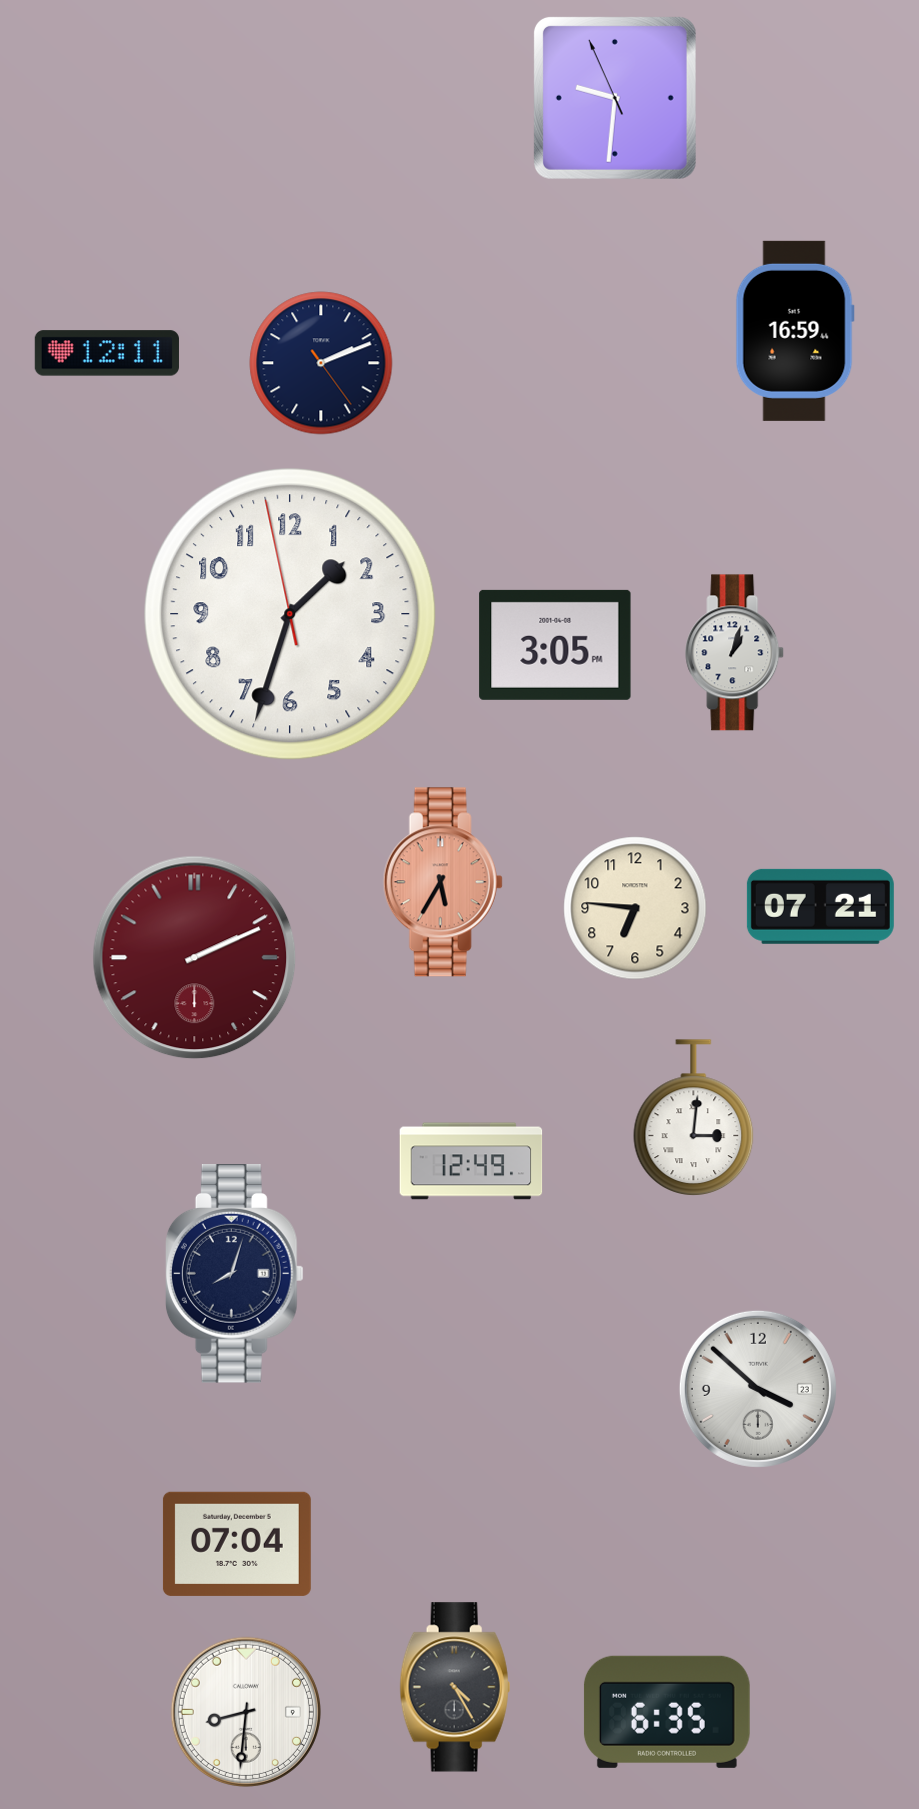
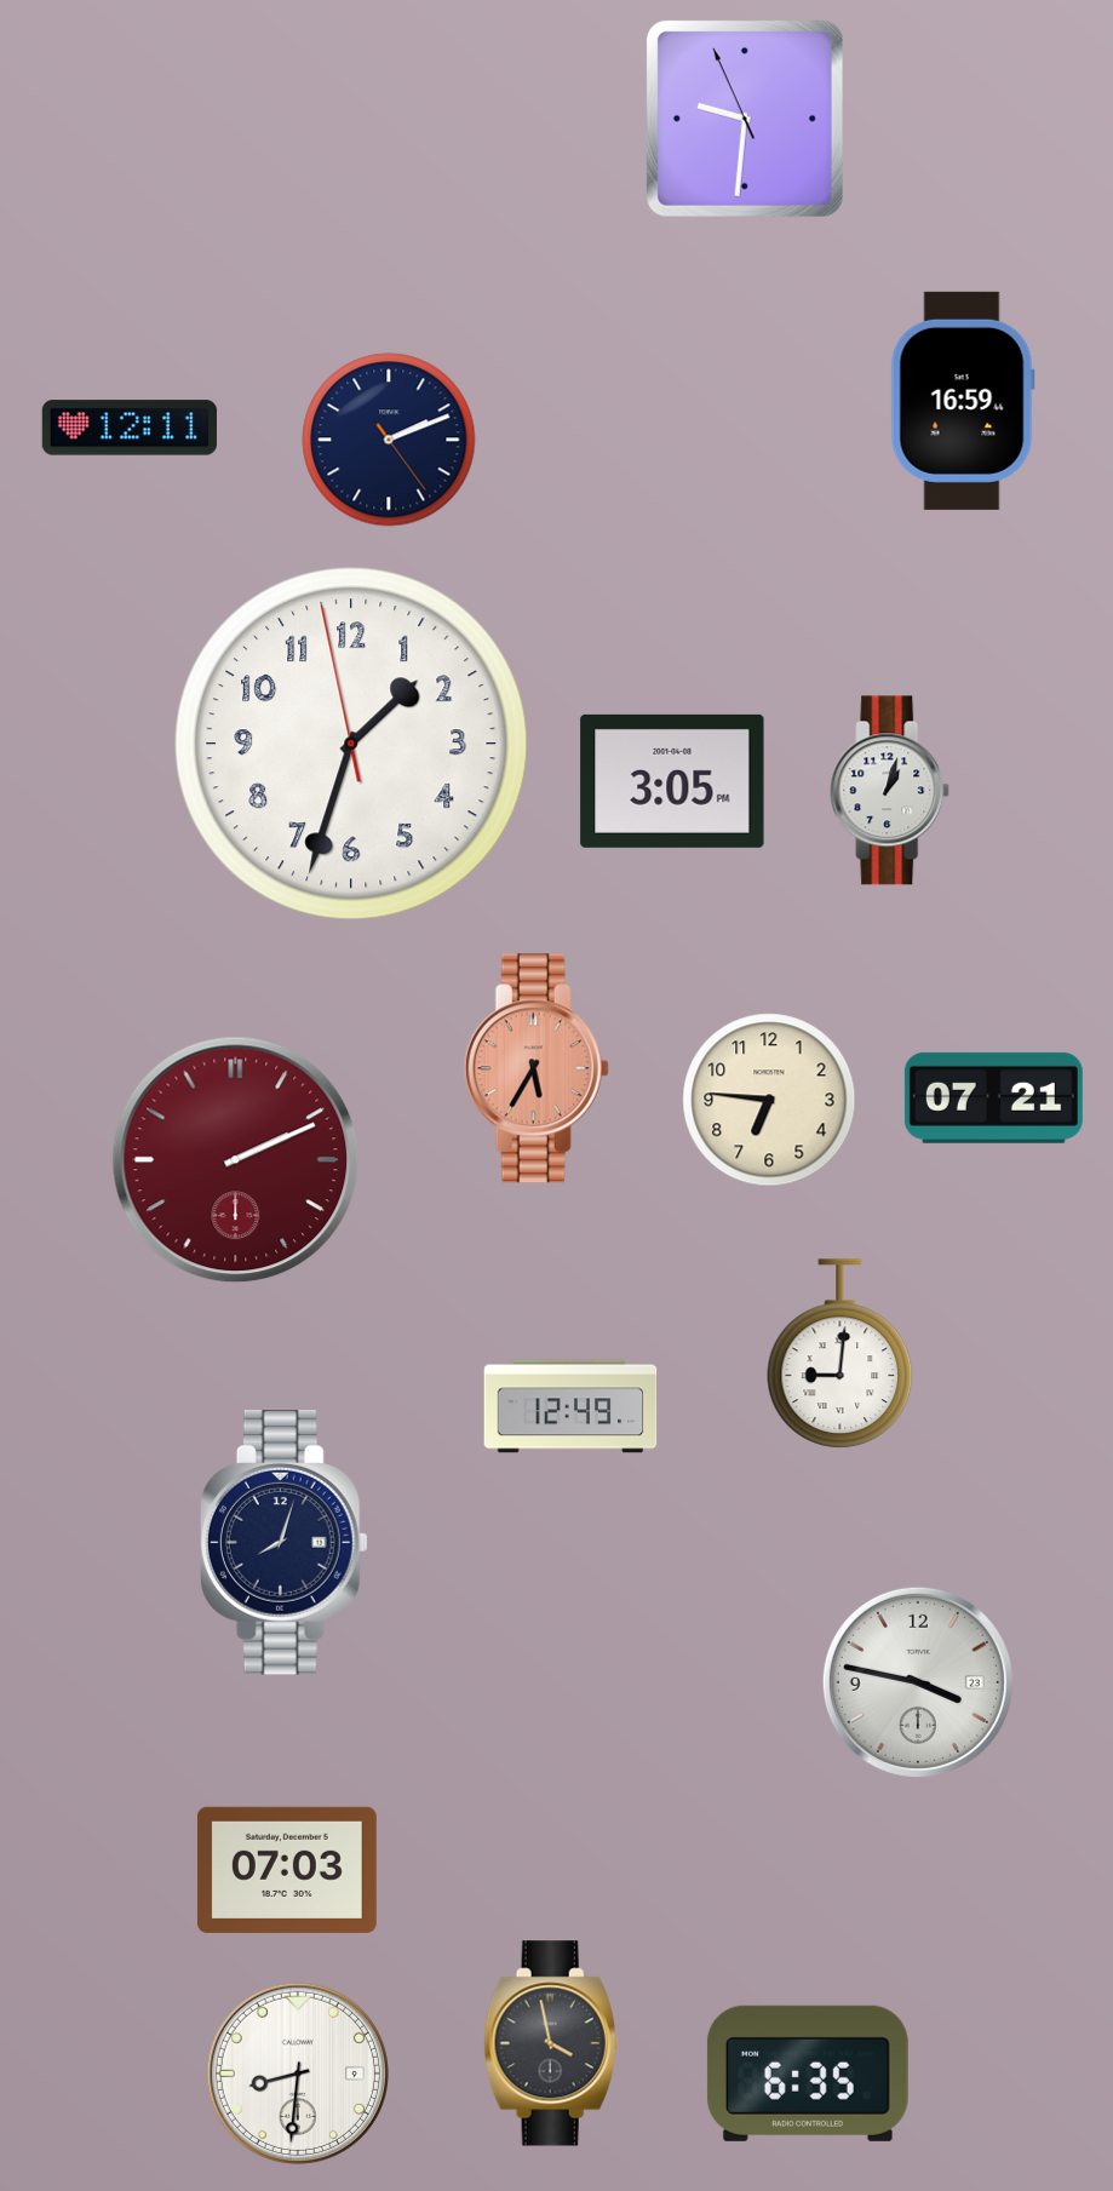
clock at (694, 1117): 3:01 -> 9:01
clock at (758, 1389): 3:52 -> 3:47
clock at (237, 1544): 07:04 -> 07:03
clock at (455, 1687): 4:25 -> 3:58
